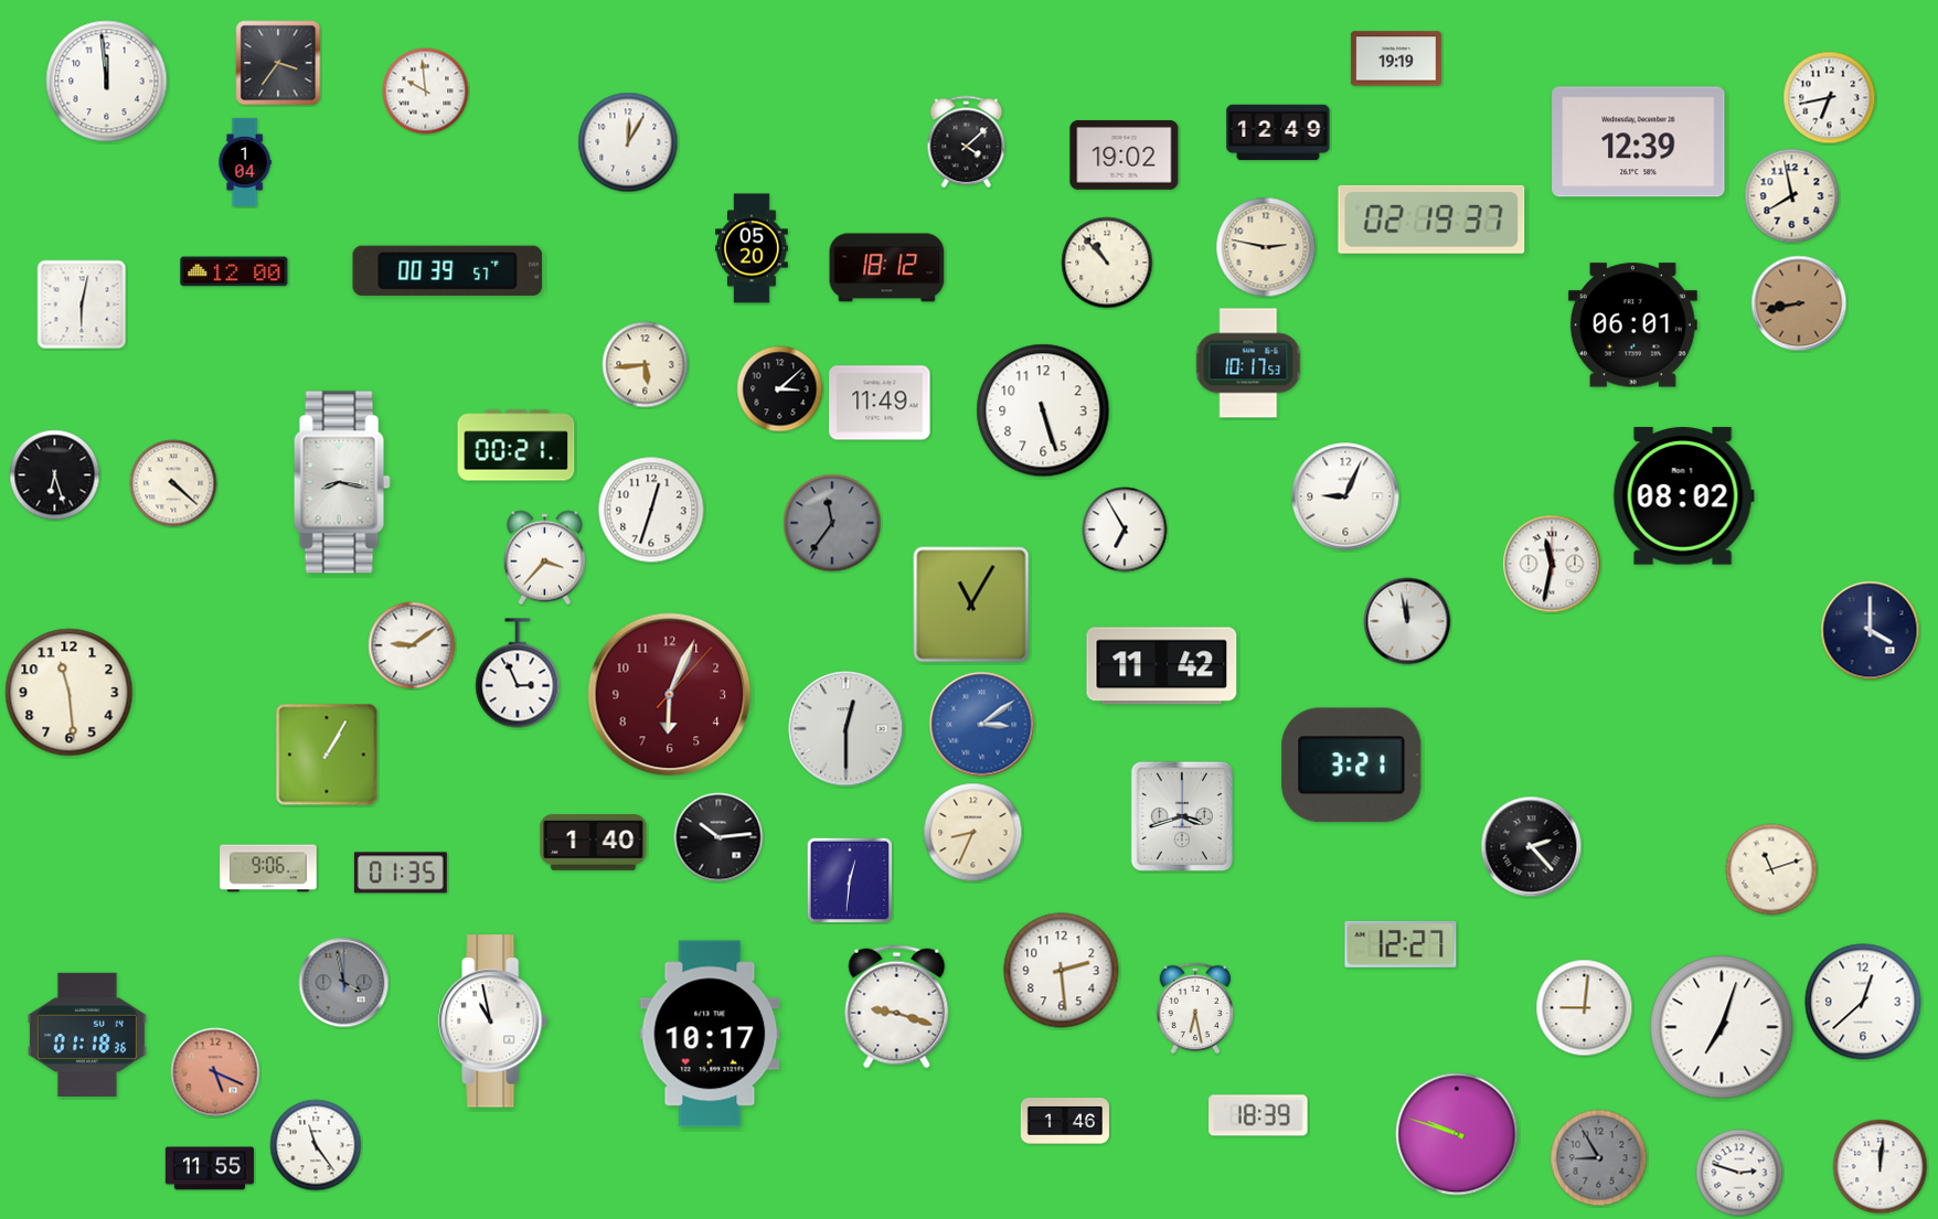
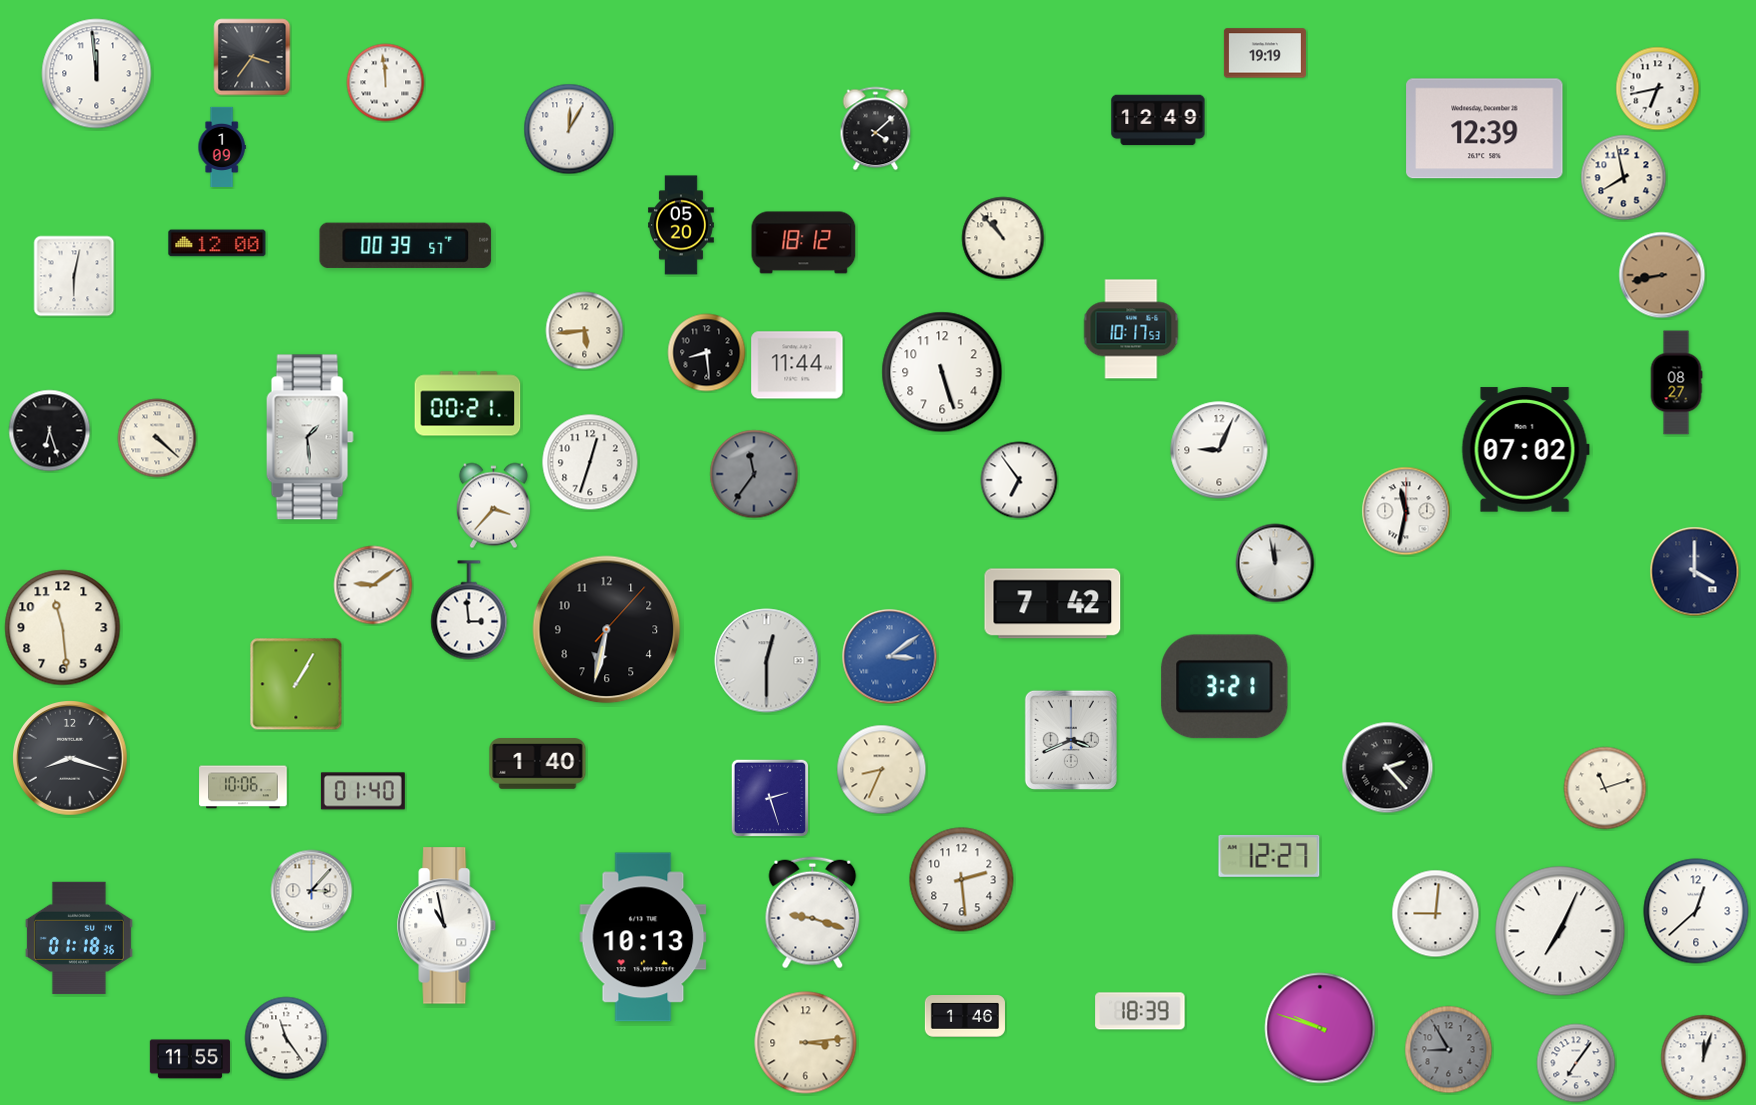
clock at (426, 92): 9:59 -> 11:59
clock at (1125, 156): 19:02 -> none
clock at (245, 161): 1:04 -> 1:09
clock at (1431, 220): 02:19 -> none
clock at (1266, 247): 2:47 -> none
clock at (234, 271) position: (234, 271) -> (217, 243)
clock at (1799, 303) position: (1799, 303) -> (1662, 275)
clock at (1632, 325): 06:01 -> none
clock at (780, 389): 3:08 -> 8:29
clock at (880, 403): 11:49 -> 11:44
clock at (1043, 410) position: (1043, 410) -> (942, 372)
clock at (1676, 383): none -> 08:27
clock at (342, 482): 8:17 -> 1:29
clock at (1683, 496): 08:02 -> 07:02
clock at (1125, 530): 6:55 -> 6:54
clock at (971, 605): 11:05 -> none
clock at (1162, 666): 11:42 -> 7:42
clock at (518, 673): 2:56 -> 2:59
clock at (670, 695): 6:04 -> 6:32
clock at (670, 695) dial: burgundy -> black
clock at (1352, 766) position: (1352, 766) -> (1225, 687)
clock at (1182, 816): 3:42 -> 3:41
clock at (973, 833) position: (973, 833) -> (882, 770)
clock at (71, 759): none -> 8:18
clock at (718, 837): 10:14 -> none
clock at (268, 868): 9:06 -> 10:06
clock at (401, 873): 01:35 -> 01:40
clock at (850, 880): 12:31 -> 2:27
clock at (344, 983): 3:58 -> 3:07
clock at (344, 983) dial: grey -> white
clock at (1863, 1002) position: (1863, 1002) -> (1696, 911)
clock at (1195, 1008): 6:28 -> none
clock at (1722, 1027): 7:03 -> 7:04
clock at (710, 1034): 10:17 -> 10:13
clock at (215, 1072): 5:19 -> none
clock at (806, 1043): none -> 3:14
clock at (1881, 1167): 12:01 -> 12:03
clock at (1739, 1173): 2:48 -> 7:06
